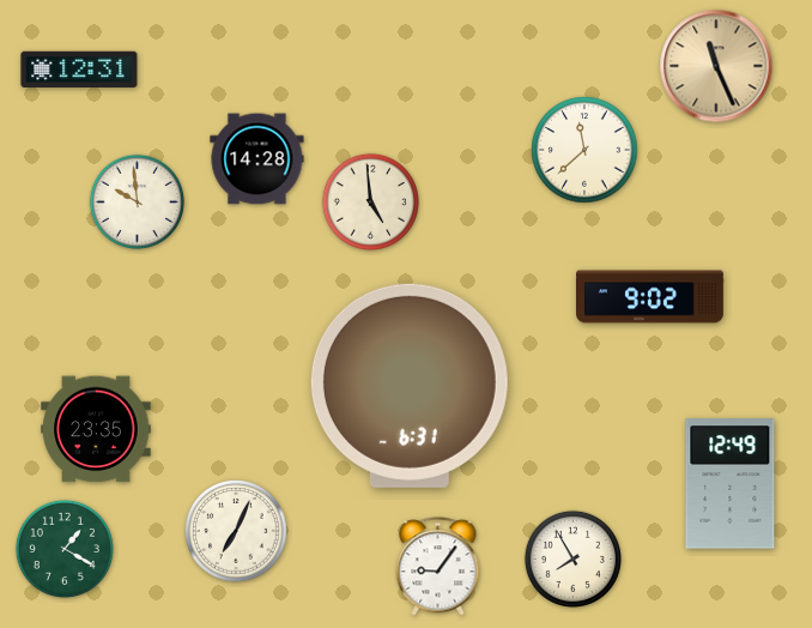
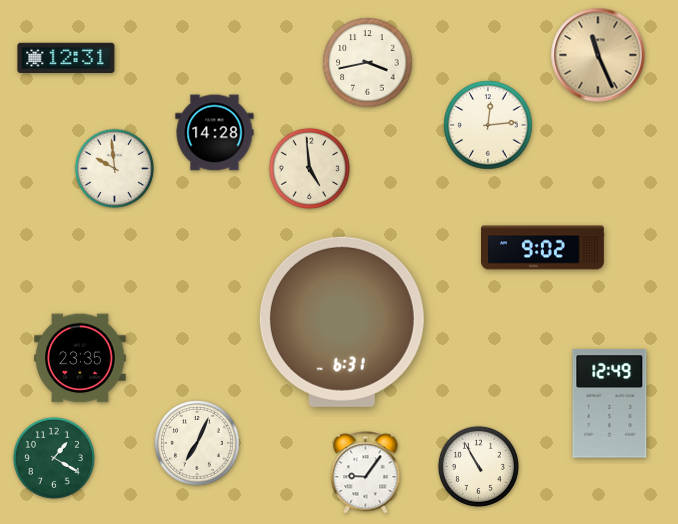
clock at (368, 63): none -> 3:43
clock at (584, 150): 11:38 -> 12:14
clock at (572, 558): 7:55 -> 10:55
